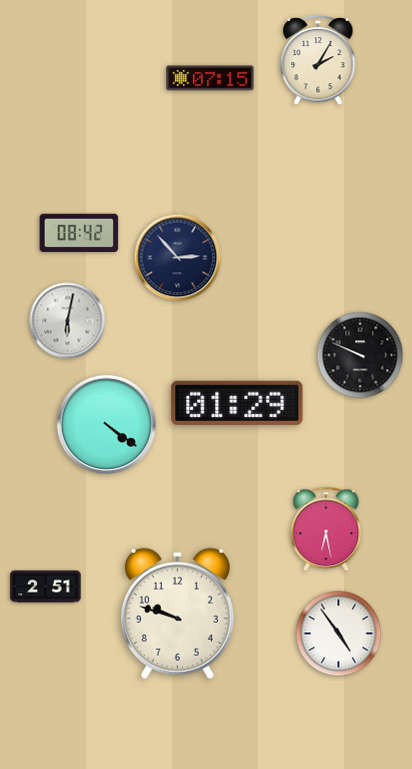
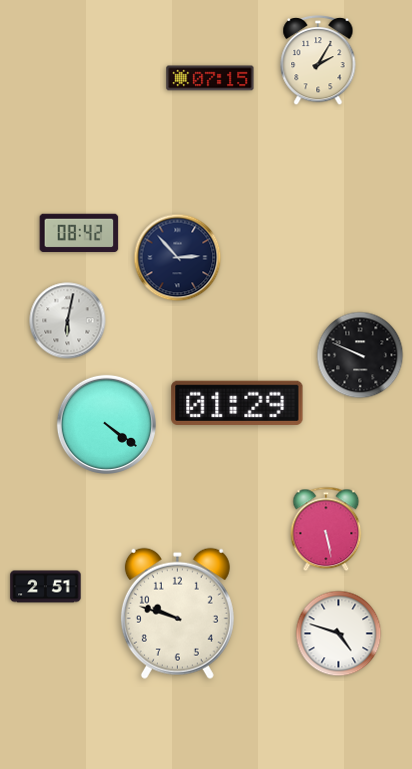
clock at (326, 529): 6:28 -> 5:28
clock at (339, 634): 4:54 -> 4:48
